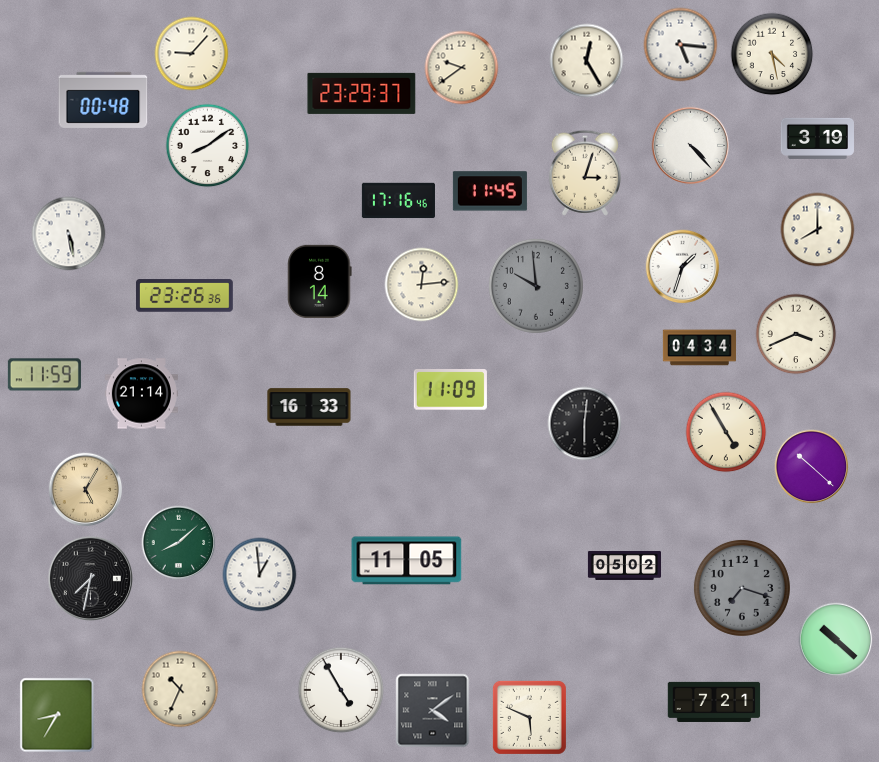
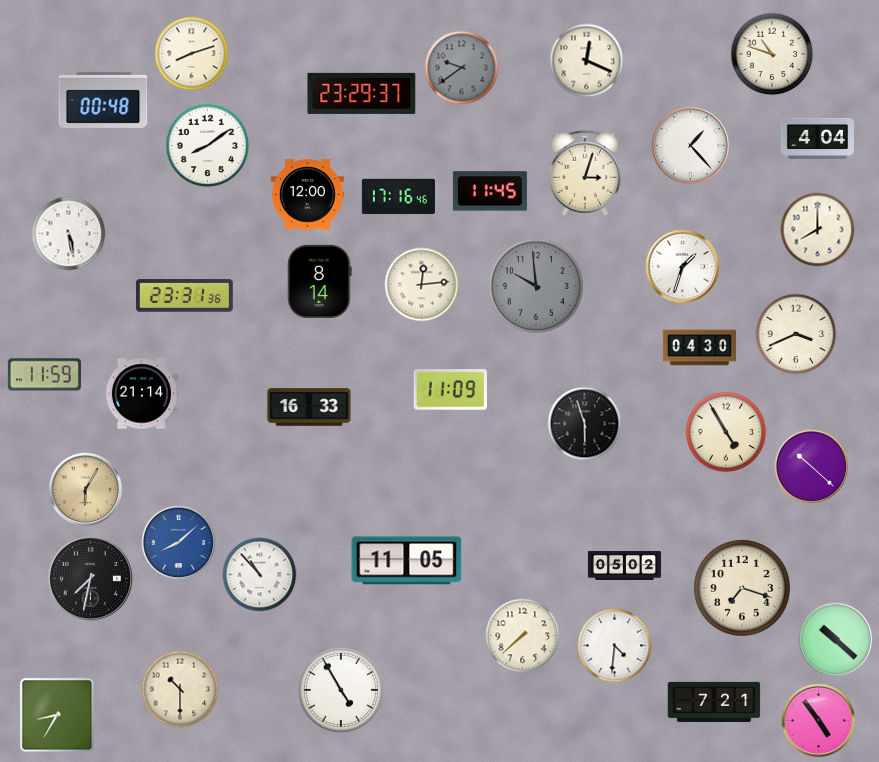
clock at (681, 45): 5:16 -> none
clock at (192, 54): 9:07 -> 8:12
clock at (772, 54): 4:28 -> 10:48
clock at (587, 61): 12:25 -> 12:19
clock at (462, 68) dial: cream -> grey
clock at (817, 138): 3:19 -> 4:04
clock at (691, 146): 4:23 -> 1:23
clock at (307, 195): none -> 12:00
clock at (398, 201) position: (398, 201) -> (398, 197)
clock at (184, 296): 23:26 -> 23:31
clock at (699, 348): 04:34 -> 04:30
clock at (585, 424): 6:01 -> 5:57
clock at (86, 490): 5:05 -> 6:05
clock at (179, 543) dial: green -> blue
clock at (260, 575): 12:59 -> 10:53
clock at (742, 588) dial: grey -> cream
clock at (523, 636): none -> 7:38
clock at (615, 646): none -> 4:31
clock at (180, 689): 10:34 -> 10:30
clock at (433, 711): 4:09 -> none
clock at (529, 717): 5:49 -> none
clock at (819, 721): none -> 4:54
